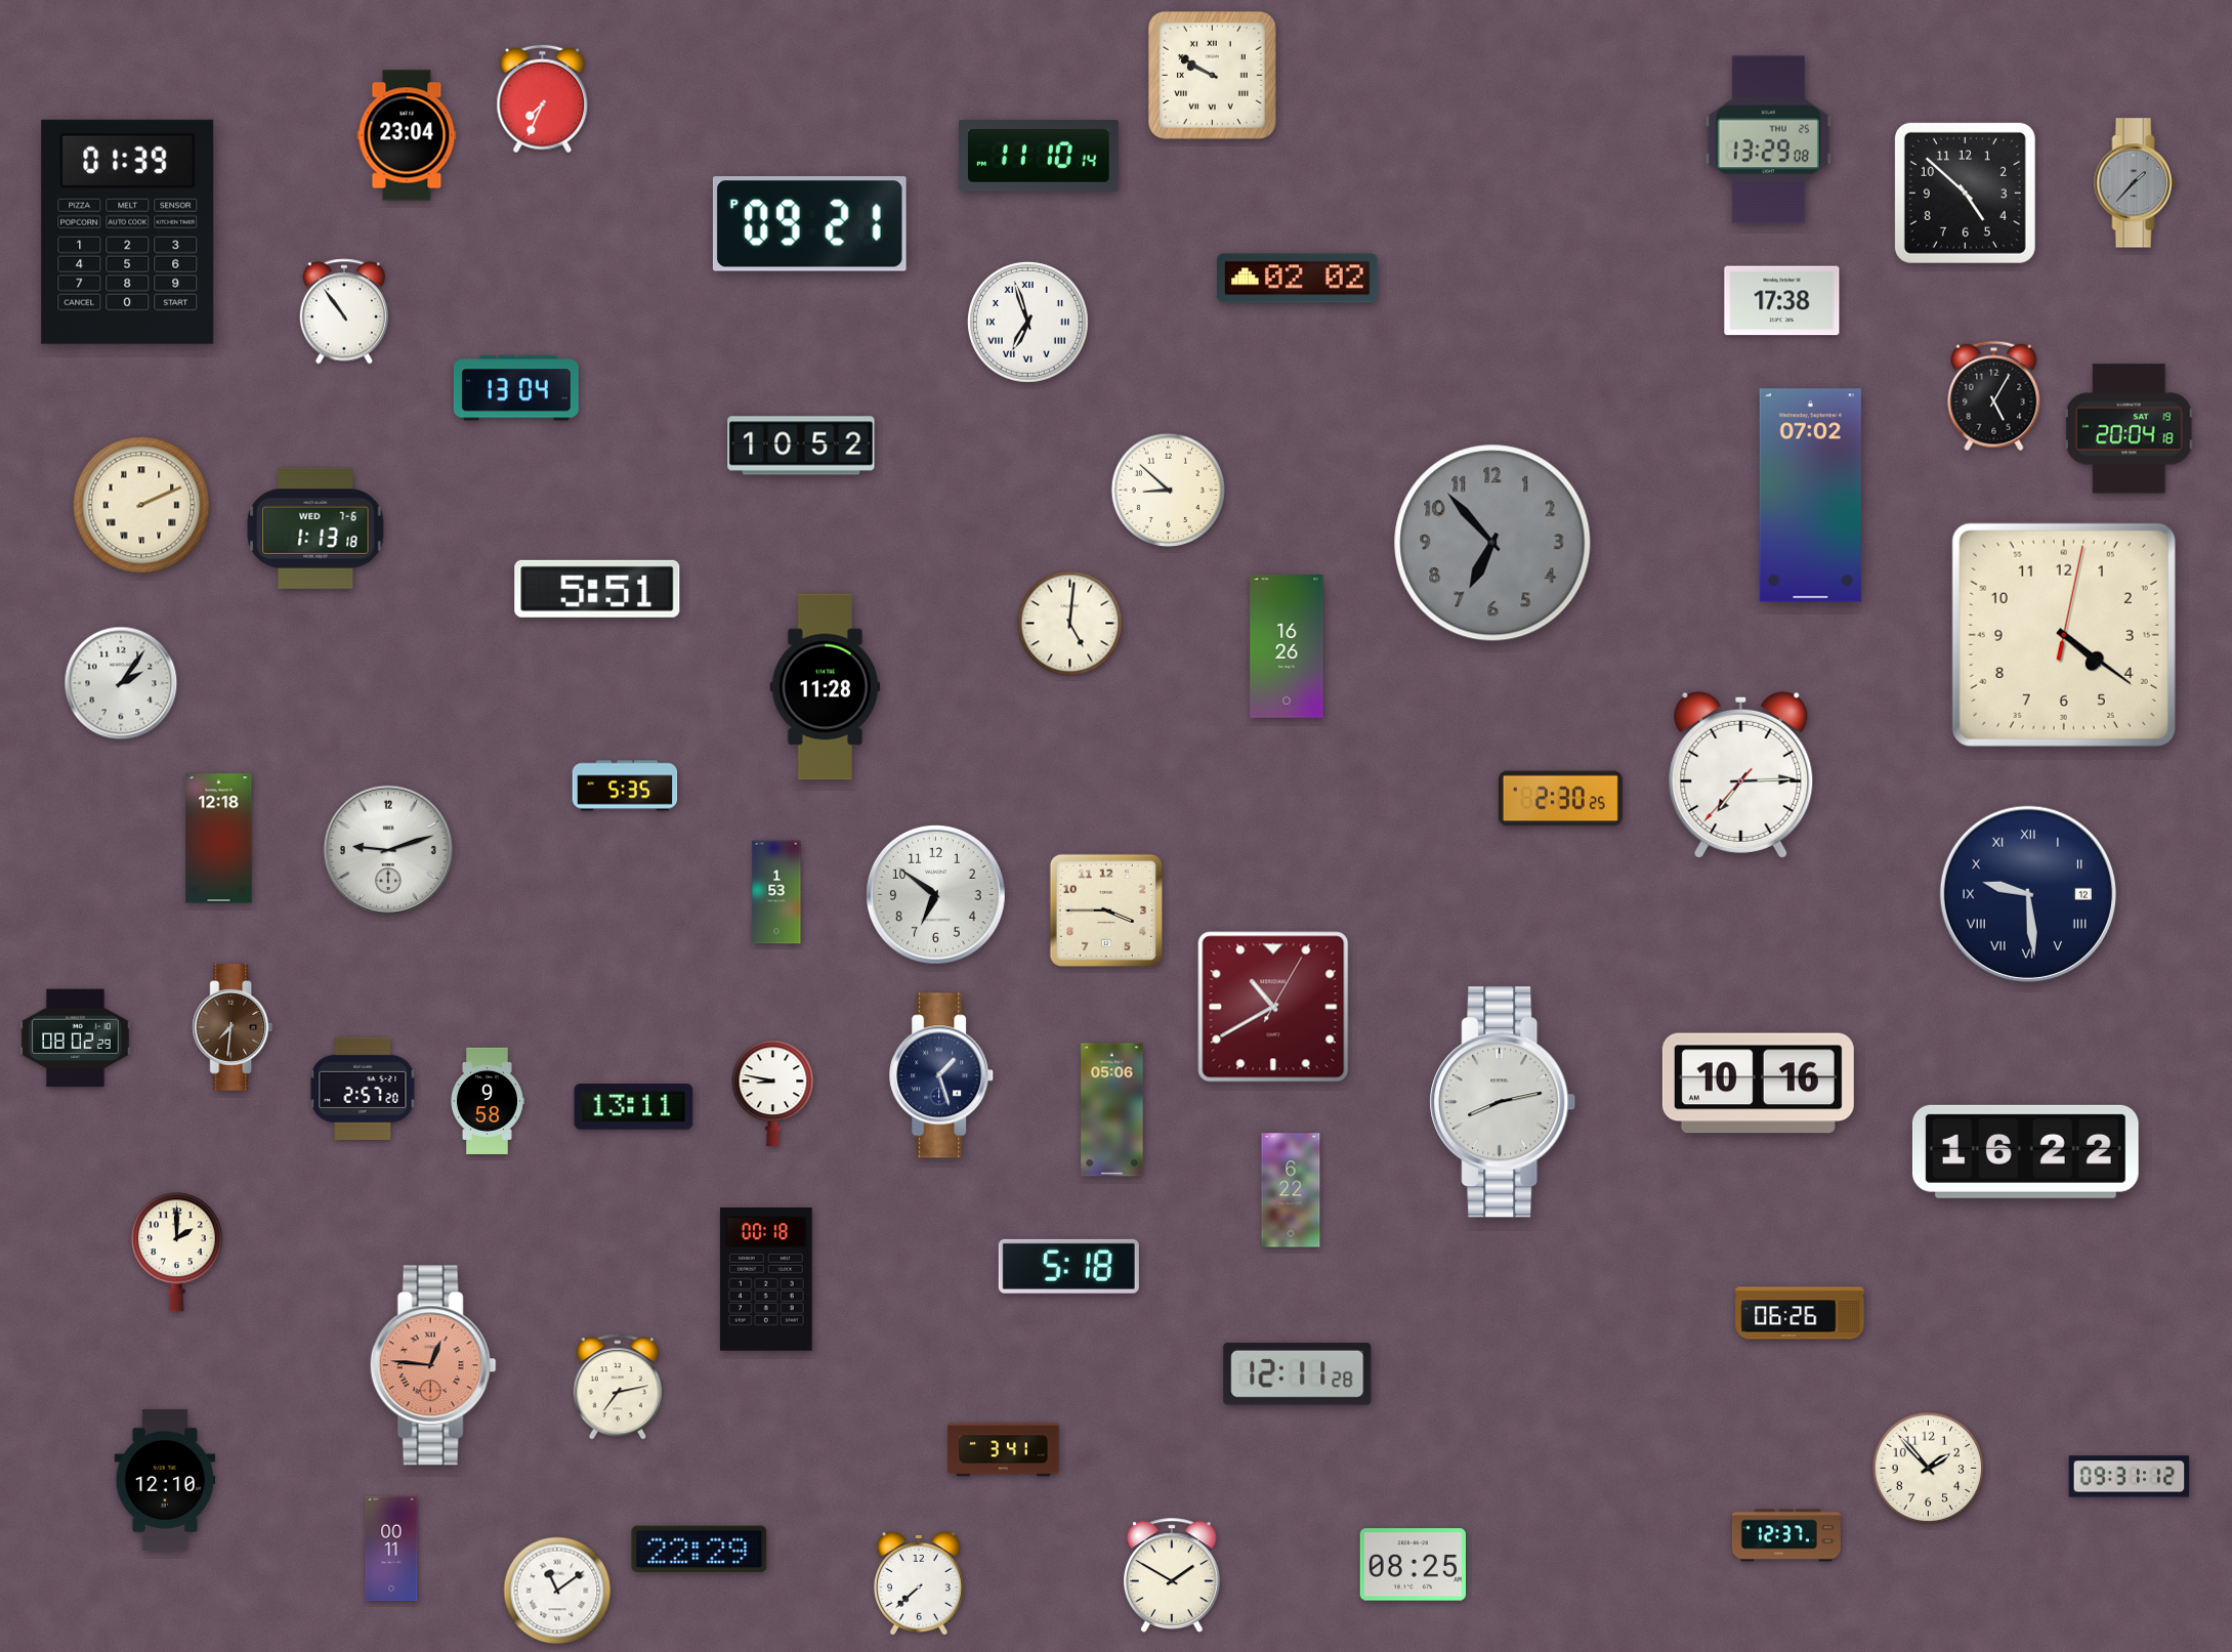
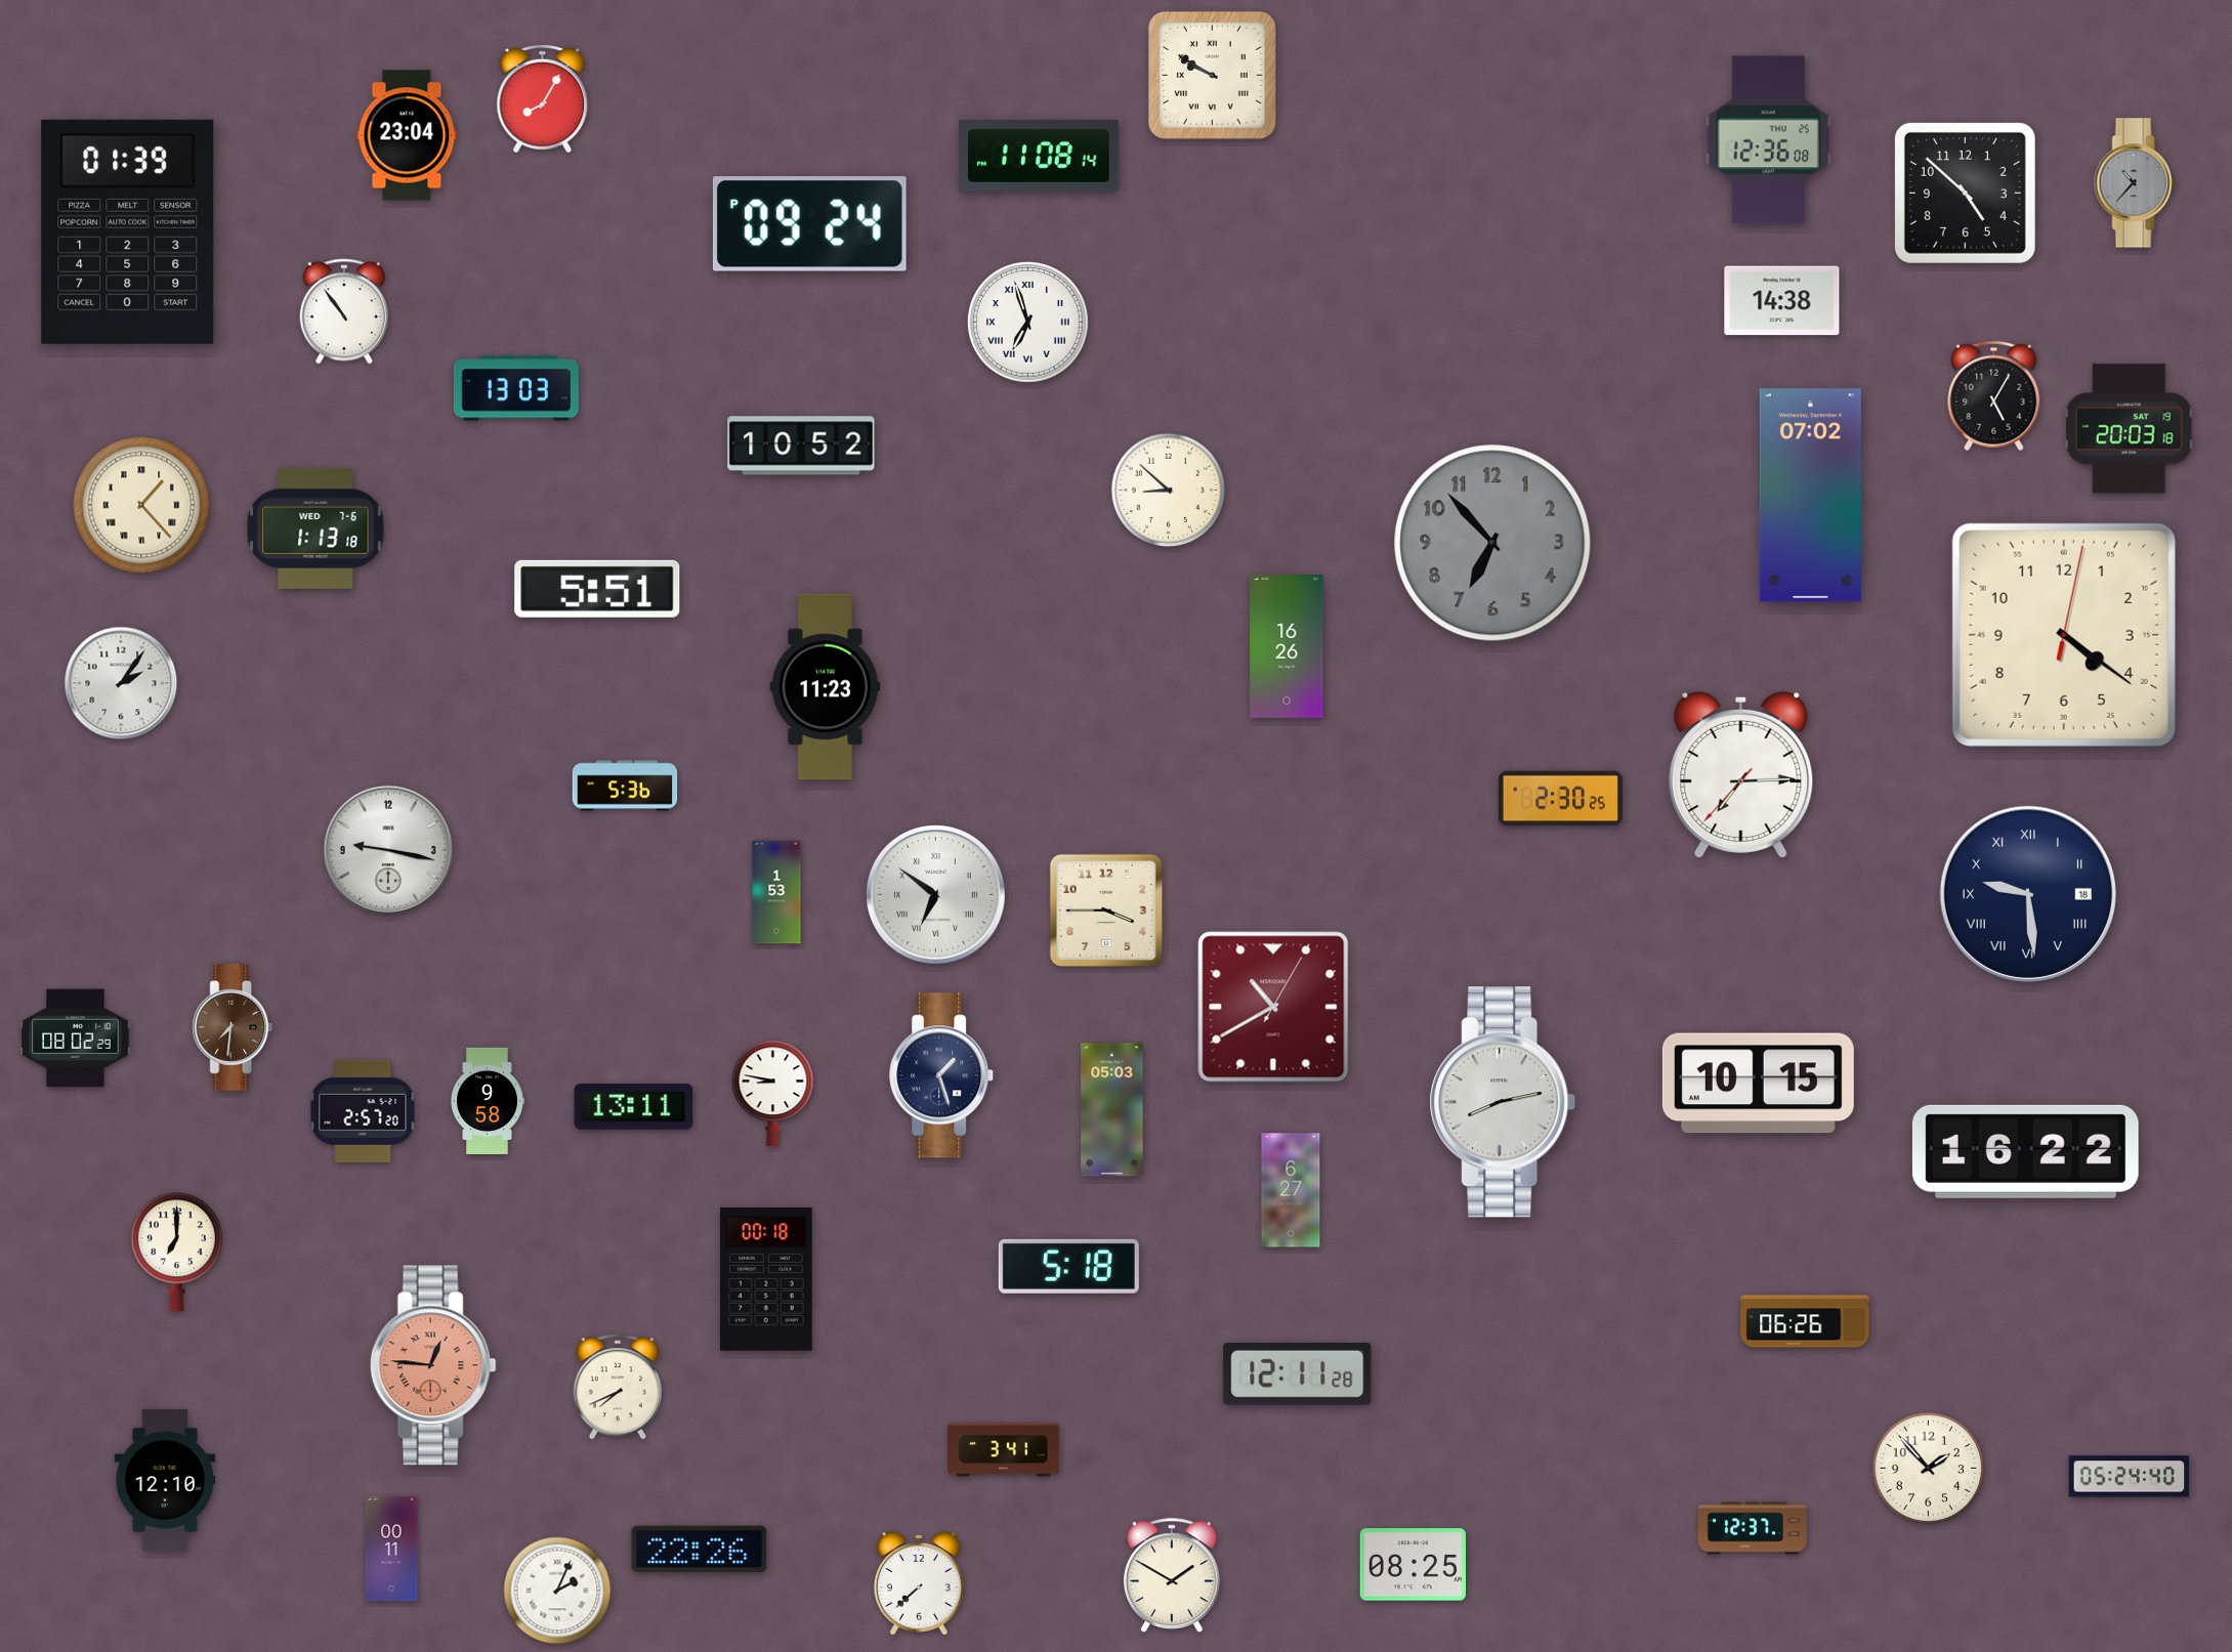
clock at (543, 99): 7:34 -> 8:05
clock at (1768, 140): 13:29 -> 12:36
clock at (1040, 157): 11:10 -> 11:08
clock at (2136, 183): 1:37 -> 10:37
clock at (809, 224): 09:21 -> 09:24
clock at (1298, 279): 02:02 -> none
clock at (1782, 301): 17:38 -> 14:38
clock at (516, 388): 13:04 -> 13:03
clock at (2129, 429): 20:04 -> 20:03
clock at (141, 505): 2:11 -> 1:23
clock at (1070, 624): 5:01 -> none
clock at (826, 687): 11:28 -> 11:23
clock at (625, 786): 5:35 -> 5:36
clock at (219, 839): 12:18 -> none
clock at (388, 850): 9:12 -> 9:17
clock at (2028, 894) date: 12 -> 18
clock at (936, 895) numerals: Arabic -> Roman
clock at (1758, 1084): 10:16 -> 10:15
clock at (363, 1089) position: (363, 1089) -> (363, 1111)
clock at (1112, 1110): 05:06 -> 05:03
clock at (1291, 1190): 6:22 -> 6:27
clock at (176, 1253): 2:00 -> 7:00
clock at (1800, 1313) position: (1800, 1313) -> (1805, 1321)
clock at (617, 1387): 7:13 -> 7:41
clock at (2130, 1477): 09:31 -> 05:24
clock at (1786, 1535) position: (1786, 1535) -> (1753, 1528)
clock at (700, 1549): 22:29 -> 22:26
clock at (557, 1591): 11:09 -> 2:04
